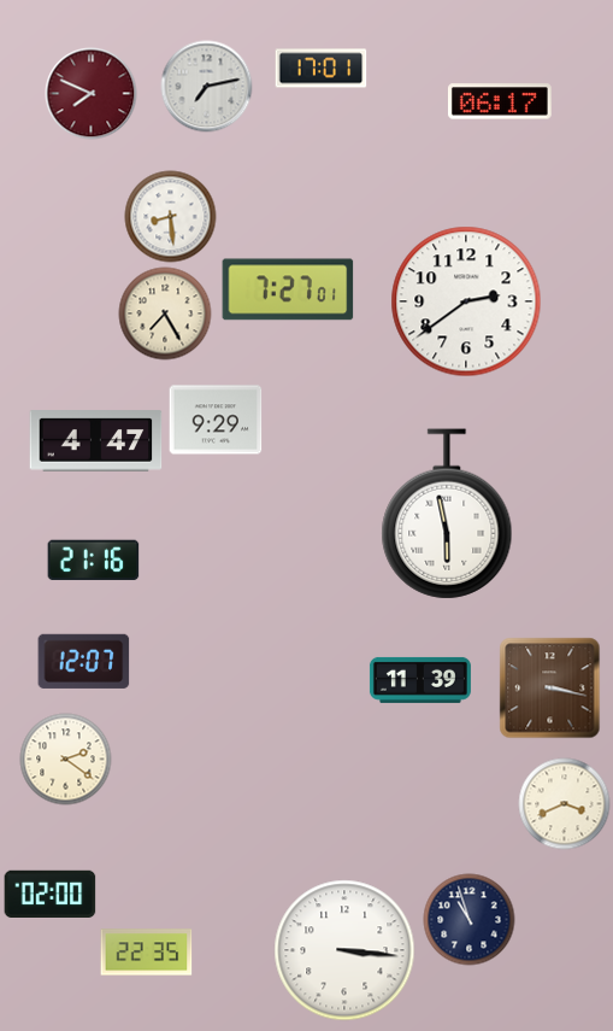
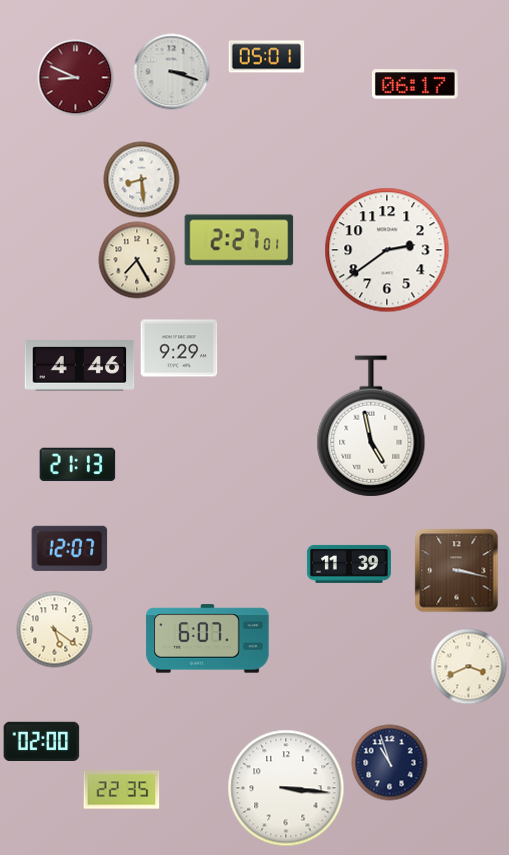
clock at (322, 69): 17:01 -> 05:01
clock at (207, 87): 7:13 -> 3:18
clock at (92, 94): 7:49 -> 8:49
clock at (288, 289): 7:27 -> 2:27
clock at (96, 441): 4:47 -> 4:46
clock at (447, 514): 5:58 -> 4:58
clock at (94, 561): 21:16 -> 21:13
clock at (66, 760): 2:21 -> 5:21
clock at (208, 639): none -> 6:07
